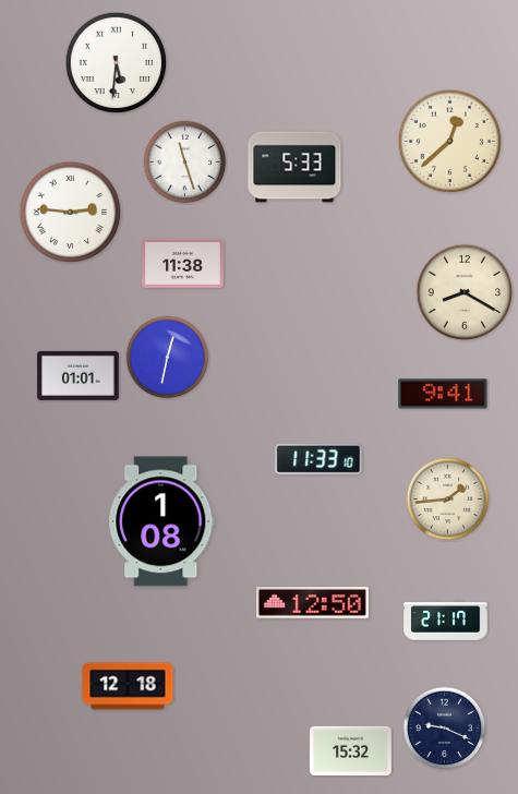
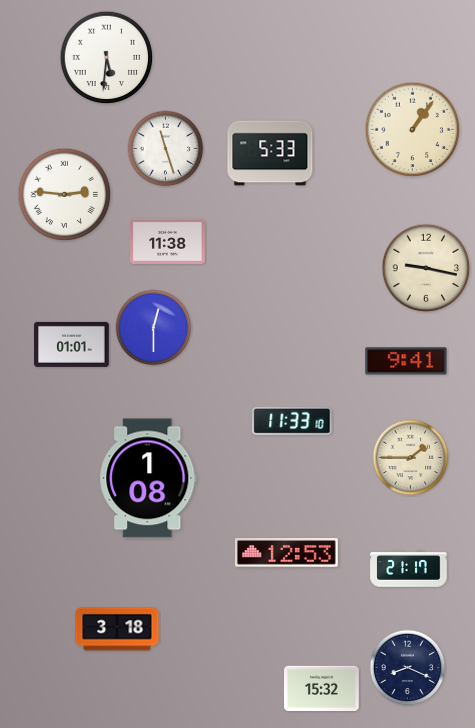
clock at (450, 142): 12:38 -> 1:06
clock at (185, 163) position: (185, 163) -> (166, 149)
clock at (465, 292): 8:20 -> 9:17
clock at (168, 358): 12:32 -> 12:30
clock at (448, 500): 1:44 -> 1:45
clock at (312, 603): 12:50 -> 12:53
clock at (128, 686): 12:18 -> 3:18
clock at (445, 729): 9:19 -> 8:19
